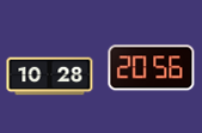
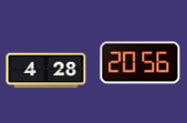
clock at (50, 77): 10:28 -> 4:28
